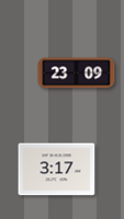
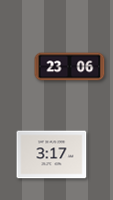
clock at (77, 73): 23:09 -> 23:06
